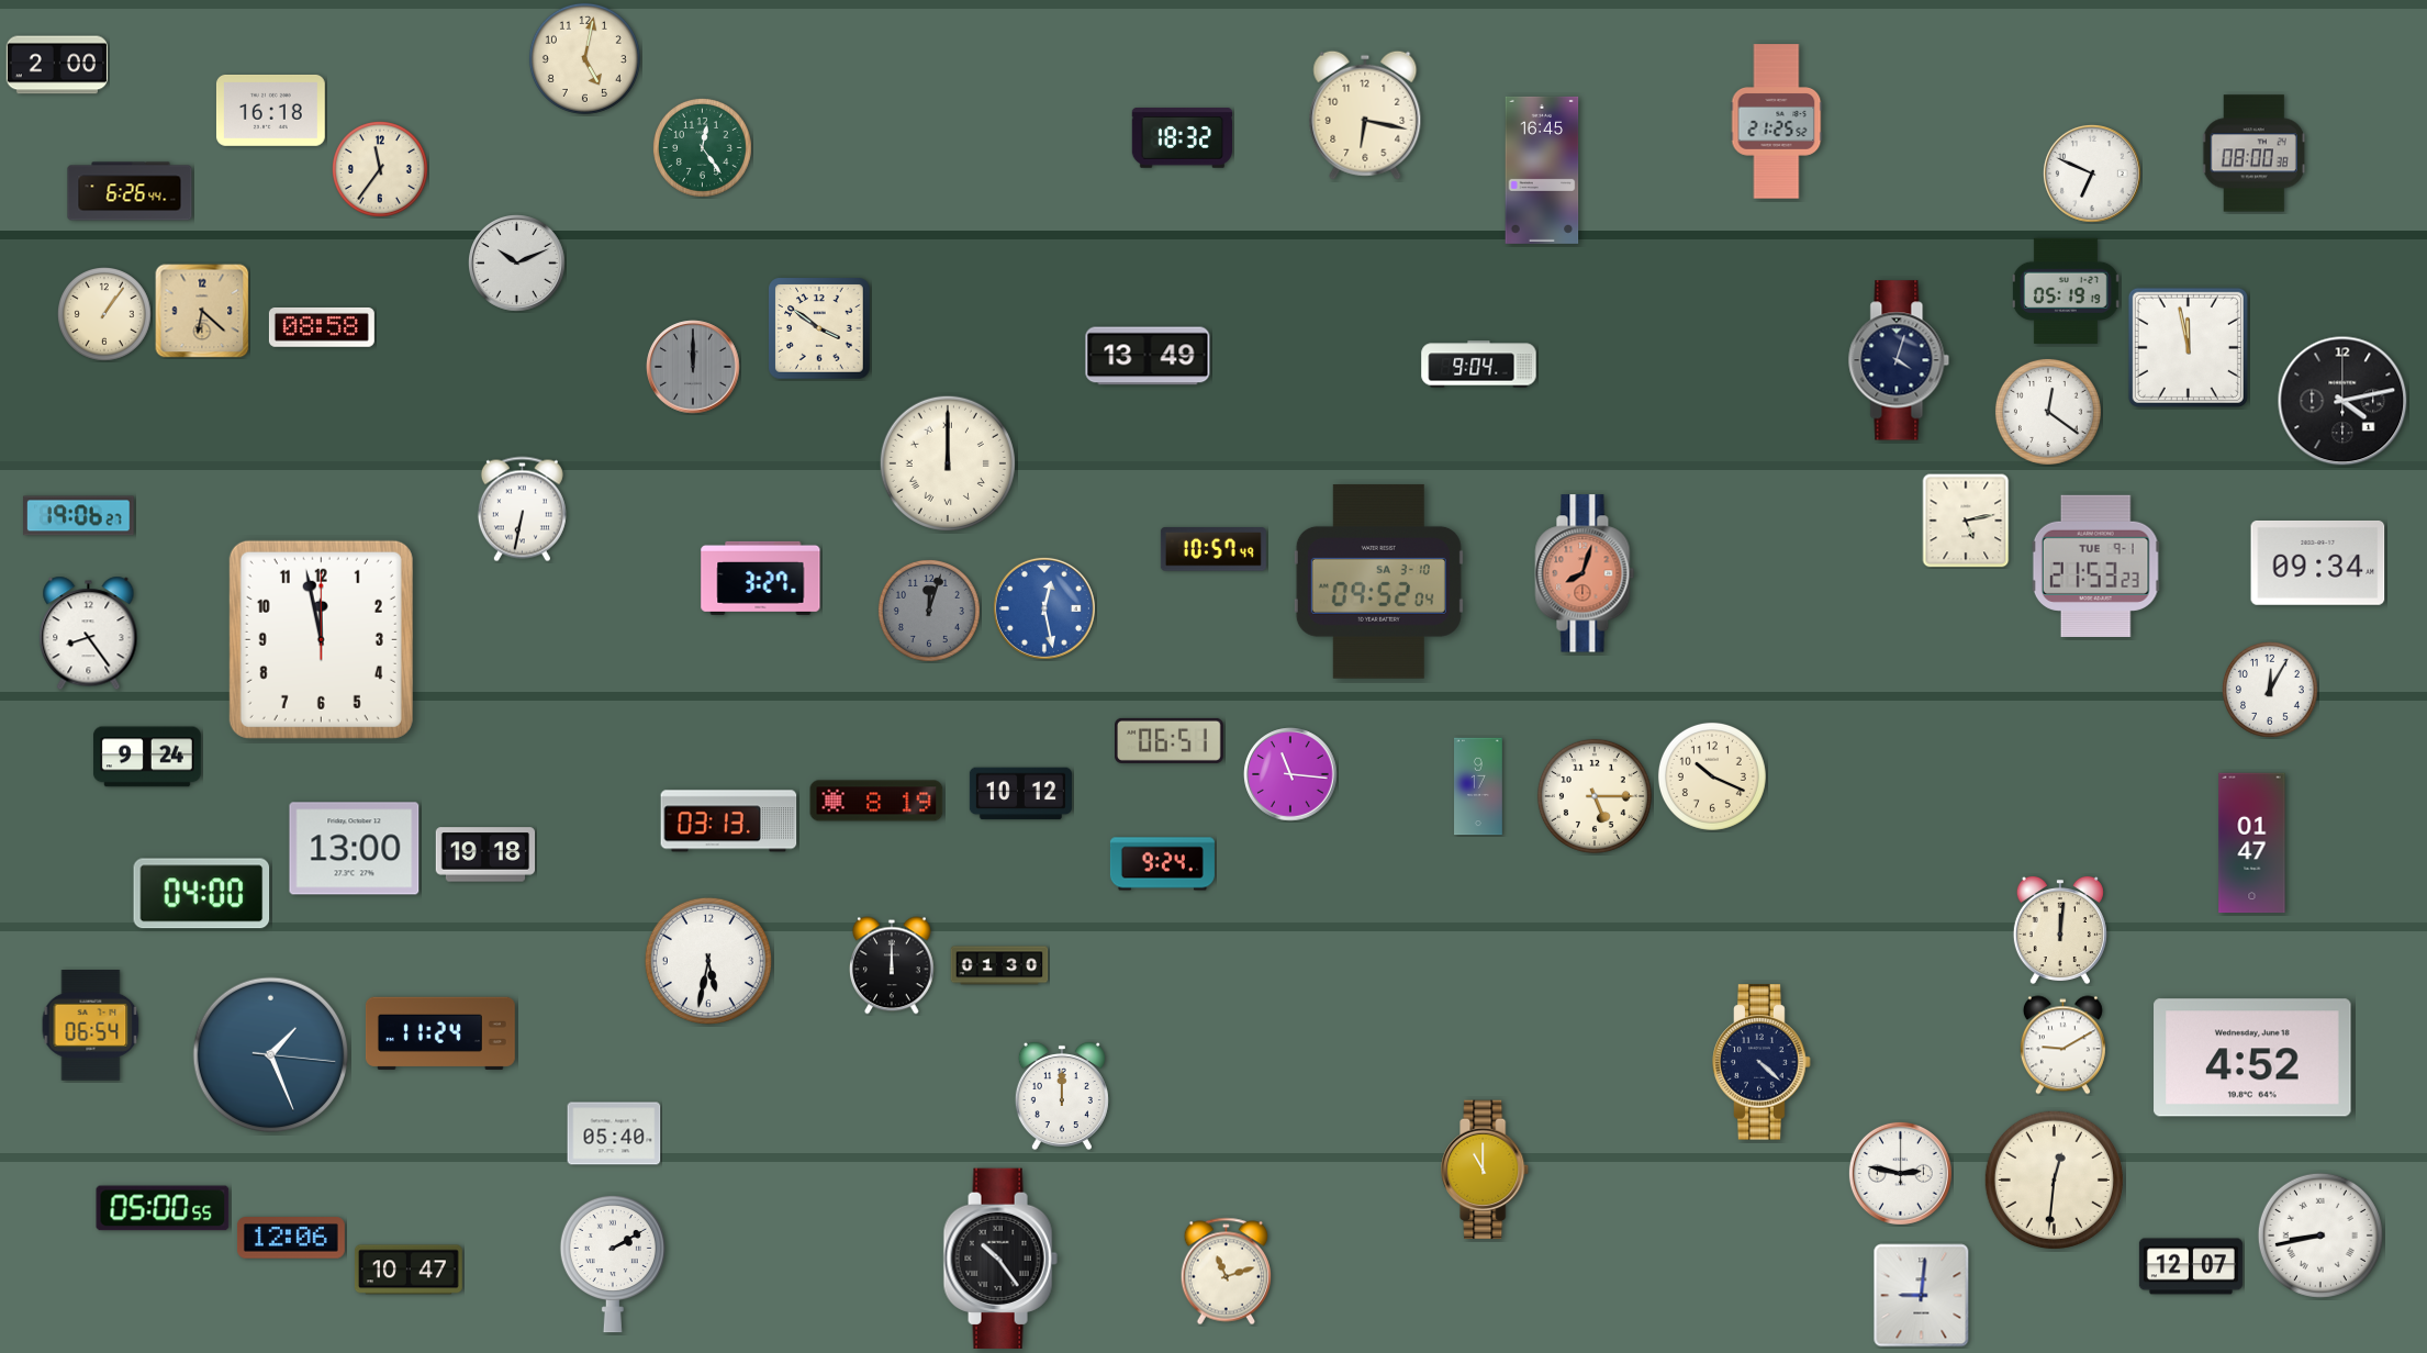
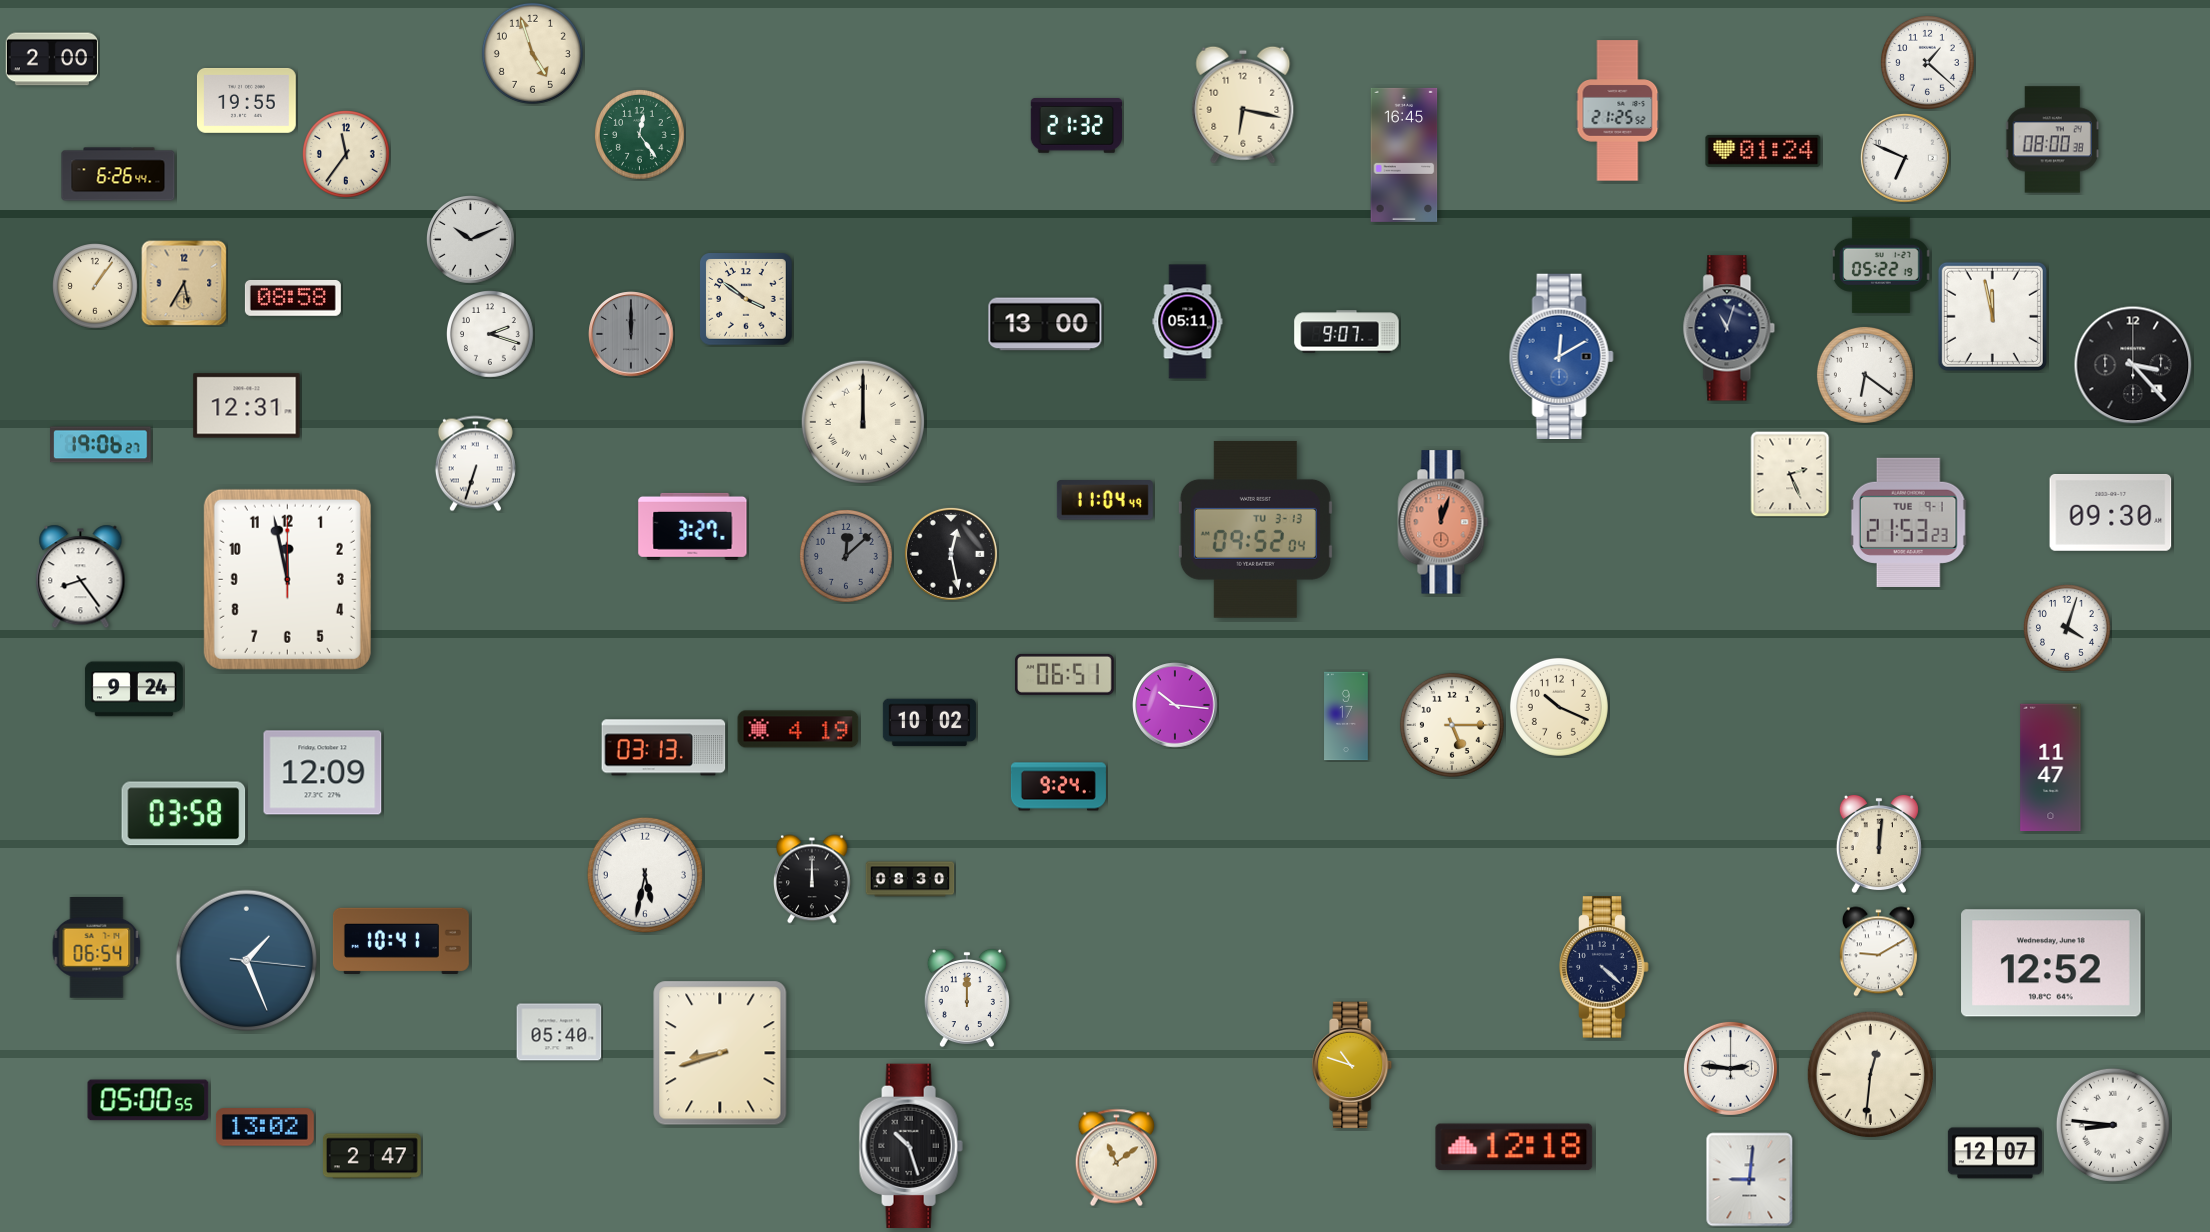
clock at (584, 58): 5:02 -> 4:57
clock at (1927, 62): none -> 1:22
clock at (271, 110): 16:18 -> 19:55
clock at (1182, 138): 18:32 -> 21:32
clock at (1763, 151): none -> 01:24
clock at (2066, 291): 05:19 -> 05:22
clock at (202, 311): 6:22 -> 5:35
clock at (1188, 322): none -> 05:11
clock at (1148, 356): 13:49 -> 13:00
clock at (1899, 360): 4:03 -> 11:03
clock at (1479, 365): 9:04 -> 9:07
clock at (491, 335): none -> 2:18
clock at (1561, 356): none -> 12:10
clock at (2342, 401): 4:13 -> 3:23
clock at (2048, 412): 12:21 -> 6:21
clock at (247, 406): none -> 12:31
clock at (522, 510): 6:32 -> 6:33
clock at (79, 516) position: (79, 516) -> (101, 445)
clock at (1966, 521): 5:13 -> 2:26
clock at (1213, 549): 10:57 -> 11:04
clock at (2318, 562): 09:34 -> 09:30
clock at (2095, 566) position: (2095, 566) -> (1908, 522)
clock at (1585, 573): 8:03 -> 12:03
clock at (1378, 581) date: SA 3-10 -> TU 3-13
clock at (1044, 608) dial: blue -> black
clock at (929, 611): 12:03 -> 12:08
clock at (321, 639) position: (321, 639) -> (287, 579)
clock at (2271, 691): 12:05 -> 4:03
clock at (1290, 774): 11:16 -> 10:16
clock at (1020, 794): 10:12 -> 10:02
clock at (876, 801): 8:19 -> 4:19
clock at (2252, 843): 01:47 -> 11:47
clock at (355, 849): 13:00 -> 12:09
clock at (485, 854): 19:18 -> none
clock at (202, 894): 04:00 -> 03:58
clock at (2060, 930) position: (2060, 930) -> (1879, 844)
clock at (999, 965): 01:30 -> 08:30
clock at (91, 1026) position: (91, 1026) -> (97, 948)
clock at (440, 1033): 11:24 -> 10:41
clock at (2252, 1058): 4:52 -> 12:52
clock at (720, 1053): none -> 8:42
clock at (1486, 1170): 11:00 -> 10:48
clock at (1900, 1173): 2:47 -> 2:46
clock at (2320, 1235): 8:43 -> 8:46
clock at (291, 1238): 12:06 -> 13:02
clock at (1000, 1259): 10:24 -> 10:27
clock at (1514, 1147): none -> 12:18
clock at (613, 1264): 2:10 -> none
clock at (409, 1270): 10:47 -> 2:47
clock at (1227, 1272): 11:12 -> 11:09
